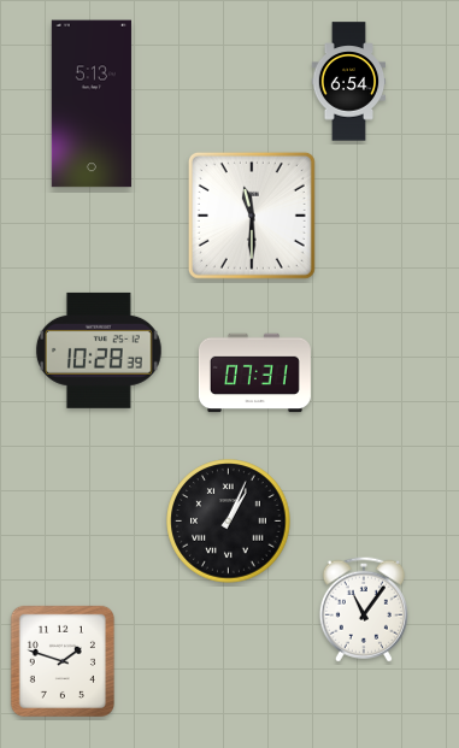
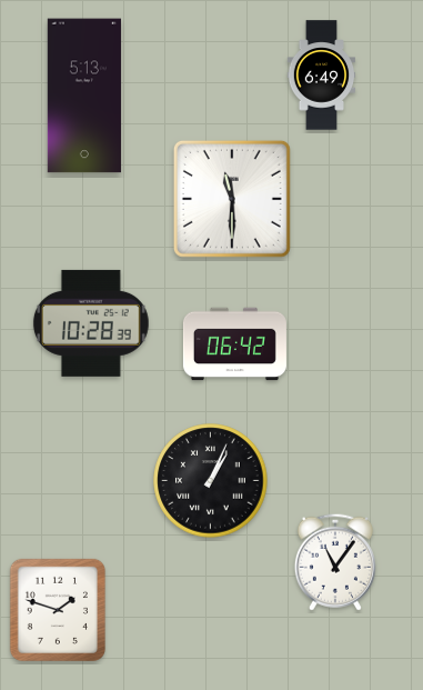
clock at (349, 82): 6:54 -> 6:49
clock at (254, 373): 07:31 -> 06:42
